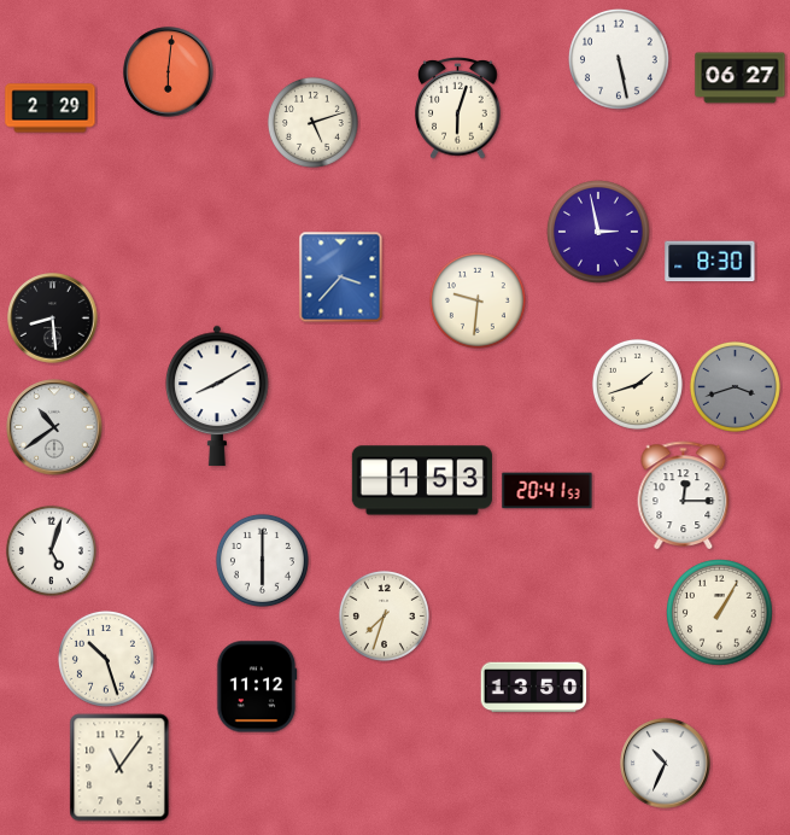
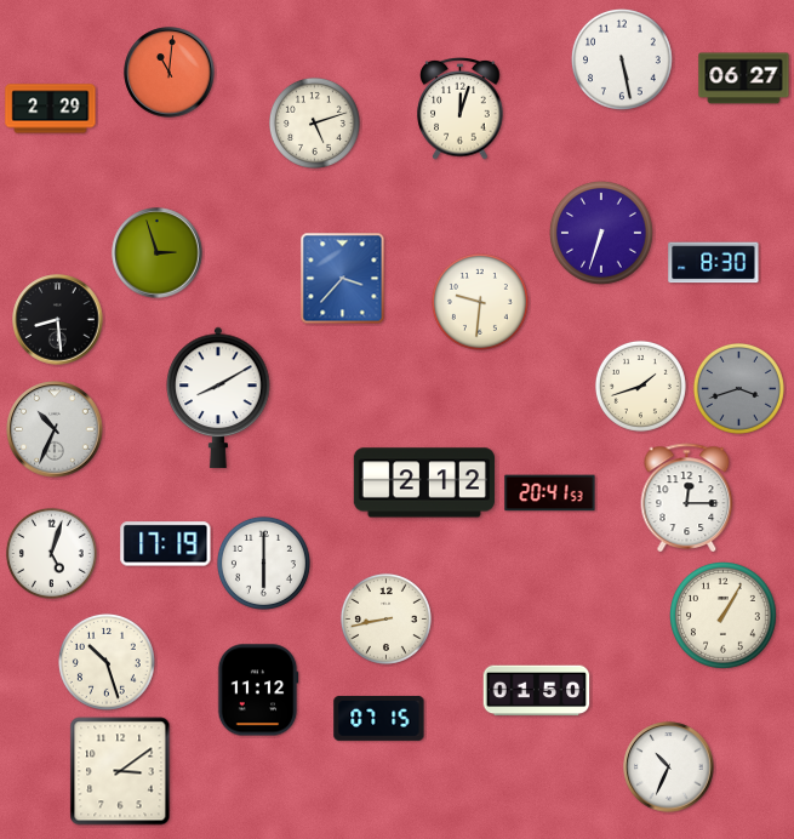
clock at (169, 72): 6:01 -> 11:01
clock at (458, 109): 6:03 -> 12:03
clock at (599, 233): 2:58 -> 6:33
clock at (158, 253): none -> 2:57
clock at (53, 319) position: (53, 319) -> (58, 320)
clock at (54, 427): 10:39 -> 10:34
clock at (422, 480): 1:53 -> 2:12
clock at (166, 544): none -> 17:19
clock at (384, 615): 7:33 -> 8:43
clock at (534, 688): 13:50 -> 01:50
clock at (379, 718): none -> 07:15
clock at (119, 767): 11:06 -> 3:09
